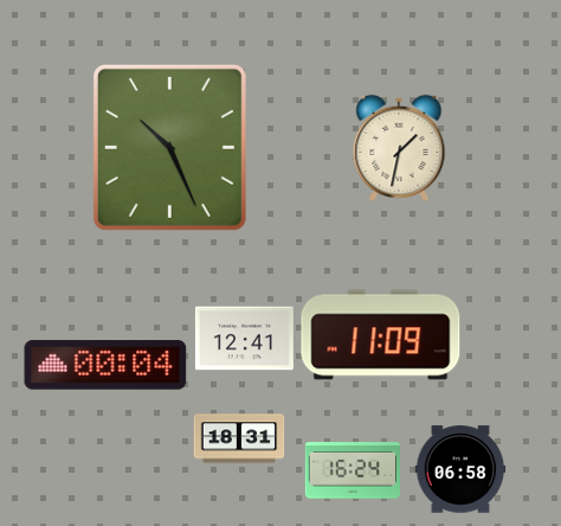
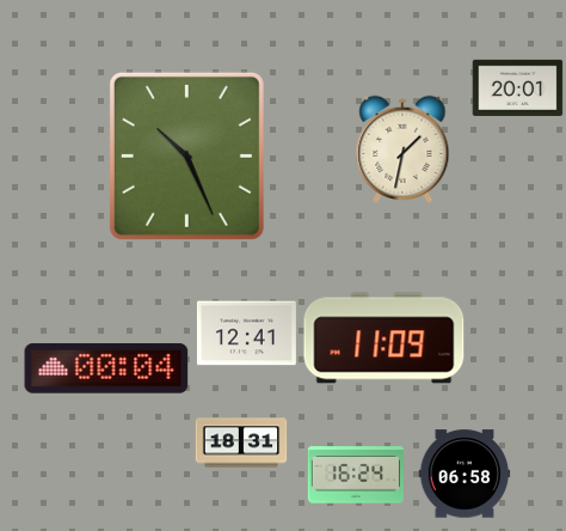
clock at (518, 87): none -> 20:01
clock at (169, 147) position: (169, 147) -> (186, 155)
clock at (244, 339) position: (244, 339) -> (246, 334)
